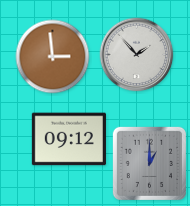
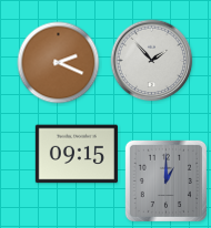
clock at (53, 57): 2:59 -> 2:19
clock at (69, 139): 09:12 -> 09:15
